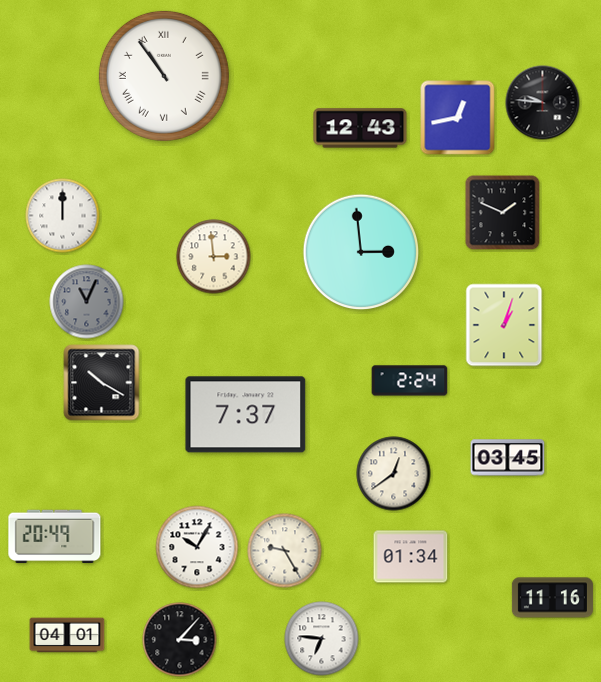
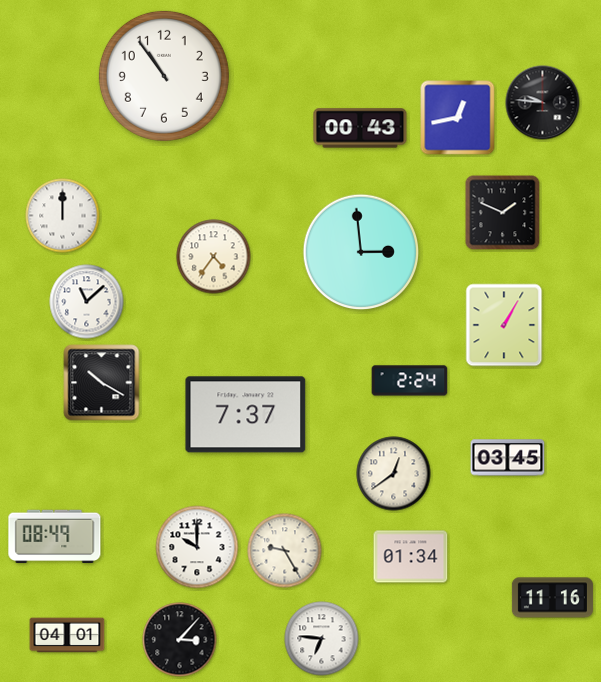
clock at (164, 76) numerals: Roman -> Arabic
clock at (360, 128): 12:43 -> 00:43
clock at (214, 257): 2:59 -> 4:36
clock at (87, 302): 11:04 -> 11:08
clock at (87, 302) dial: grey -> white
clock at (504, 325): 1:03 -> 1:05
clock at (55, 537): 20:49 -> 08:49
clock at (197, 547): 10:05 -> 10:00
